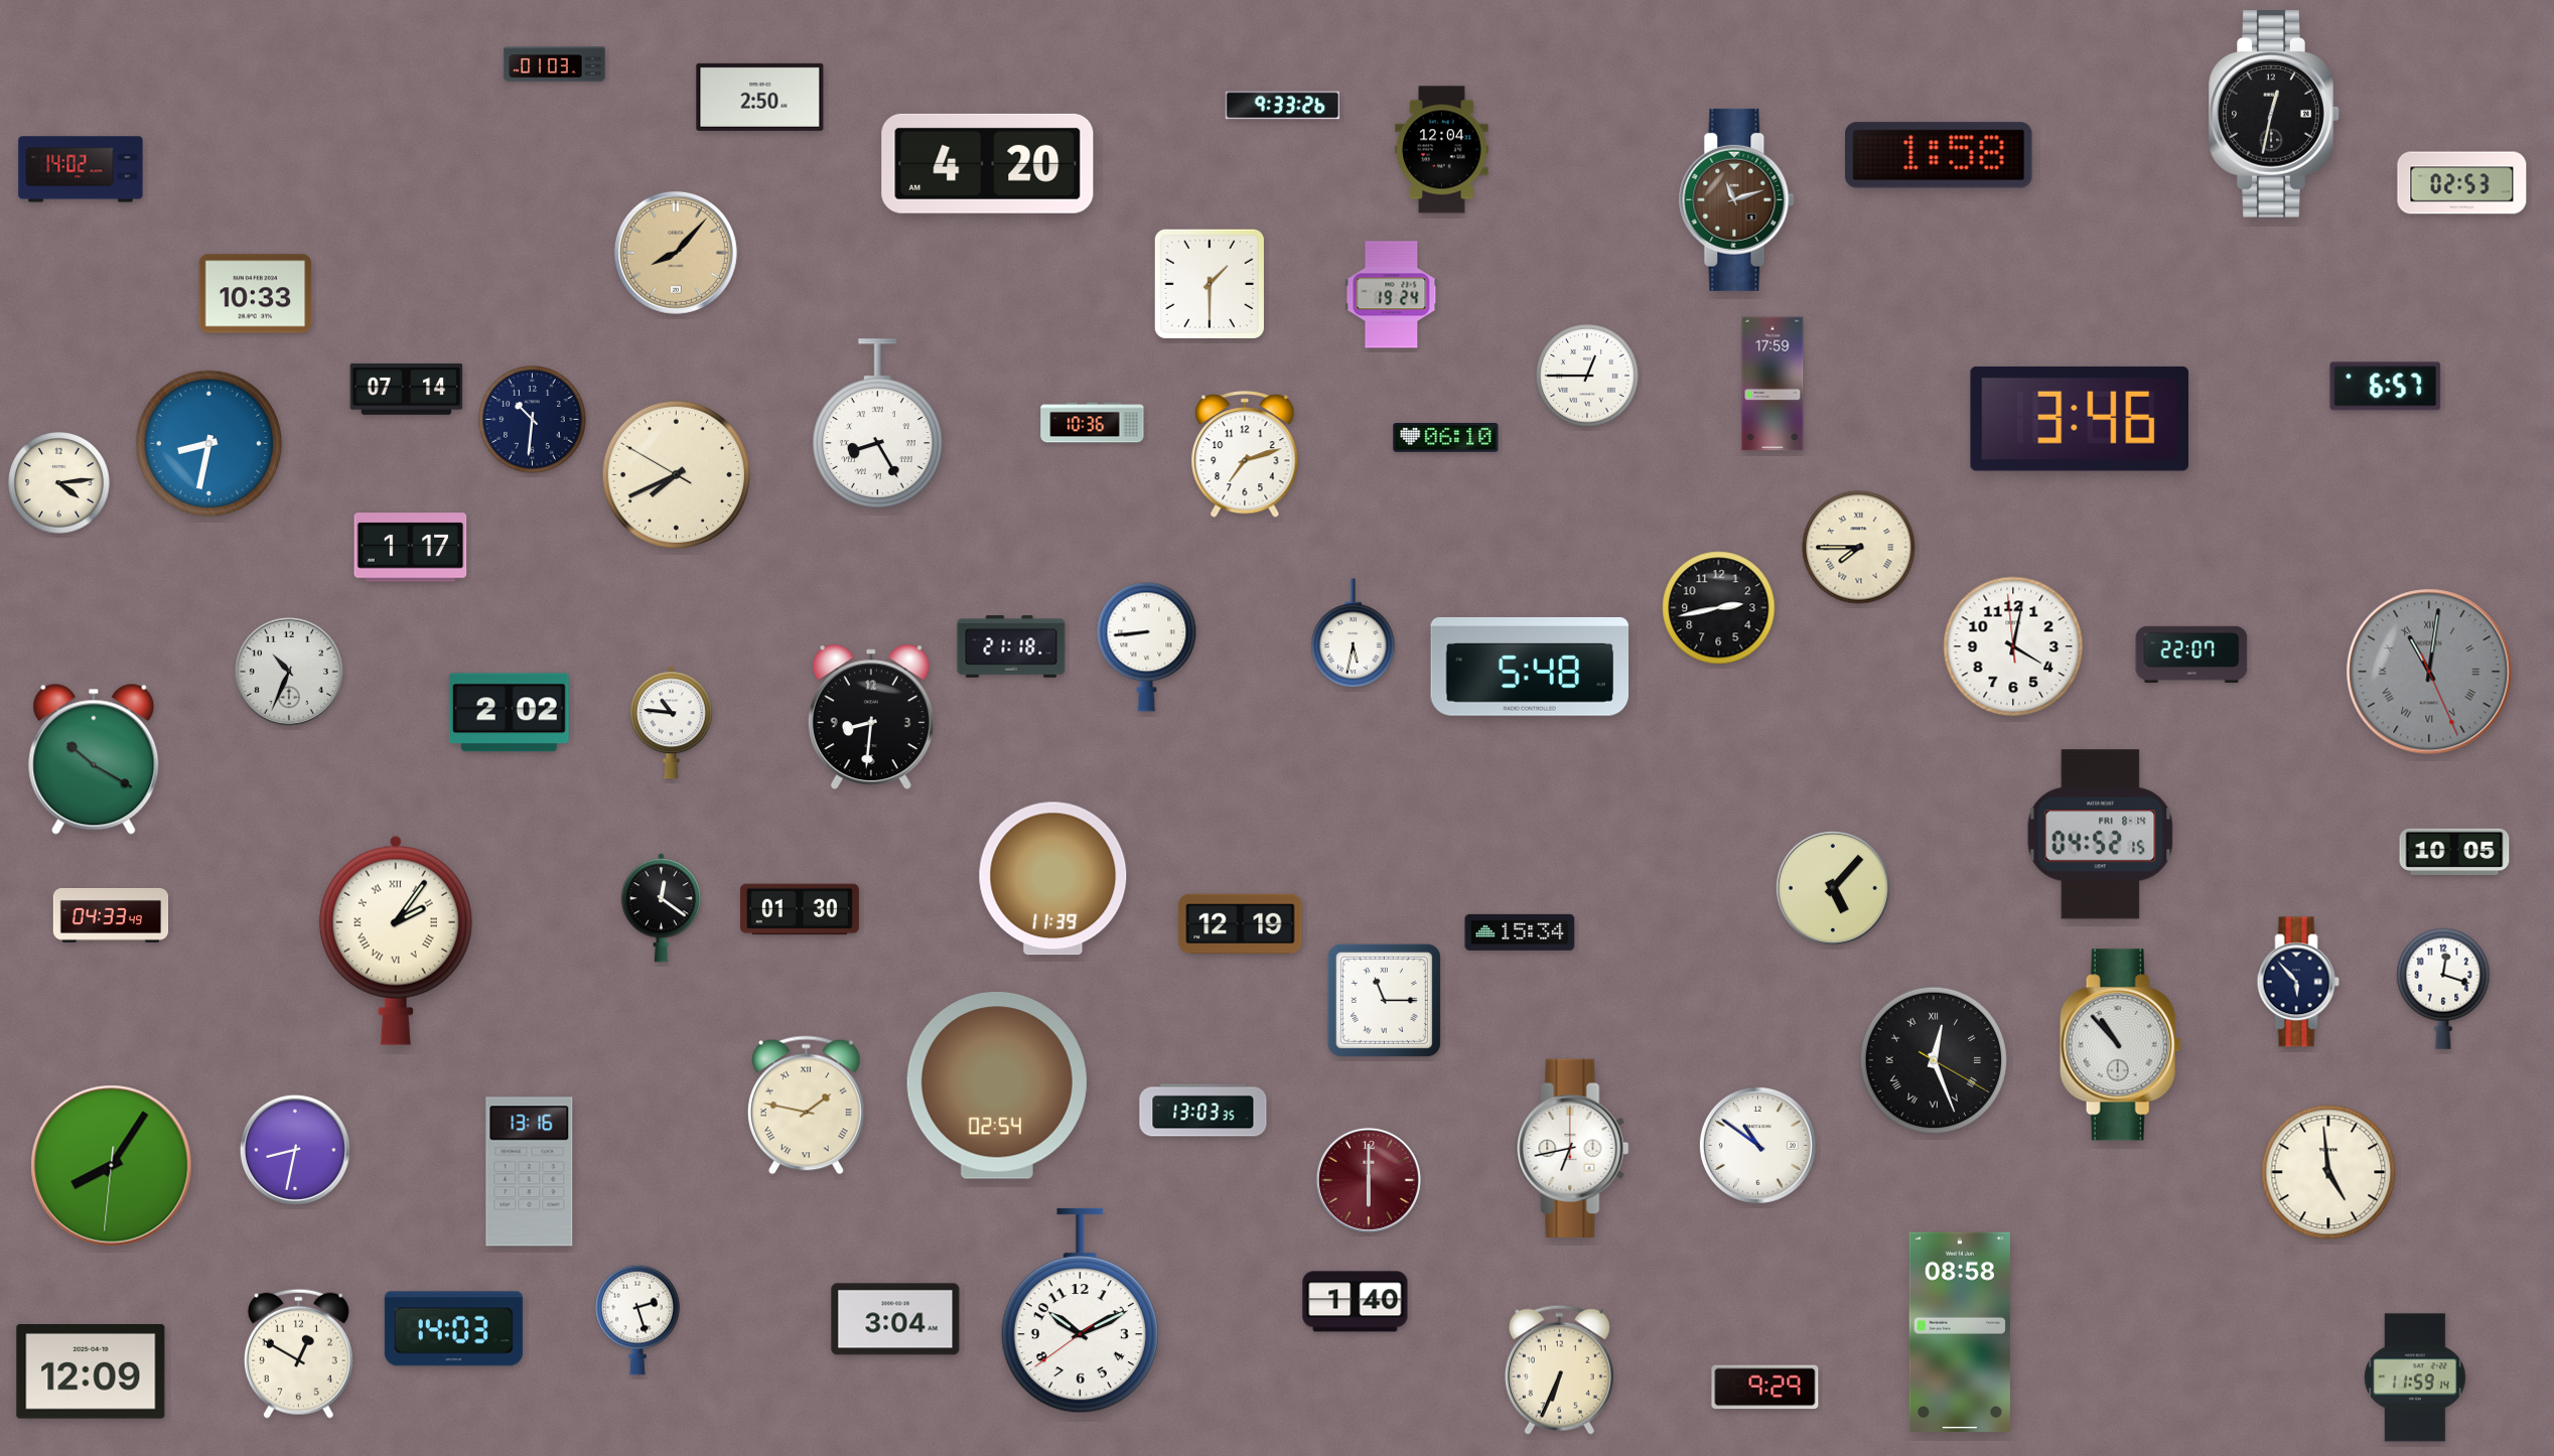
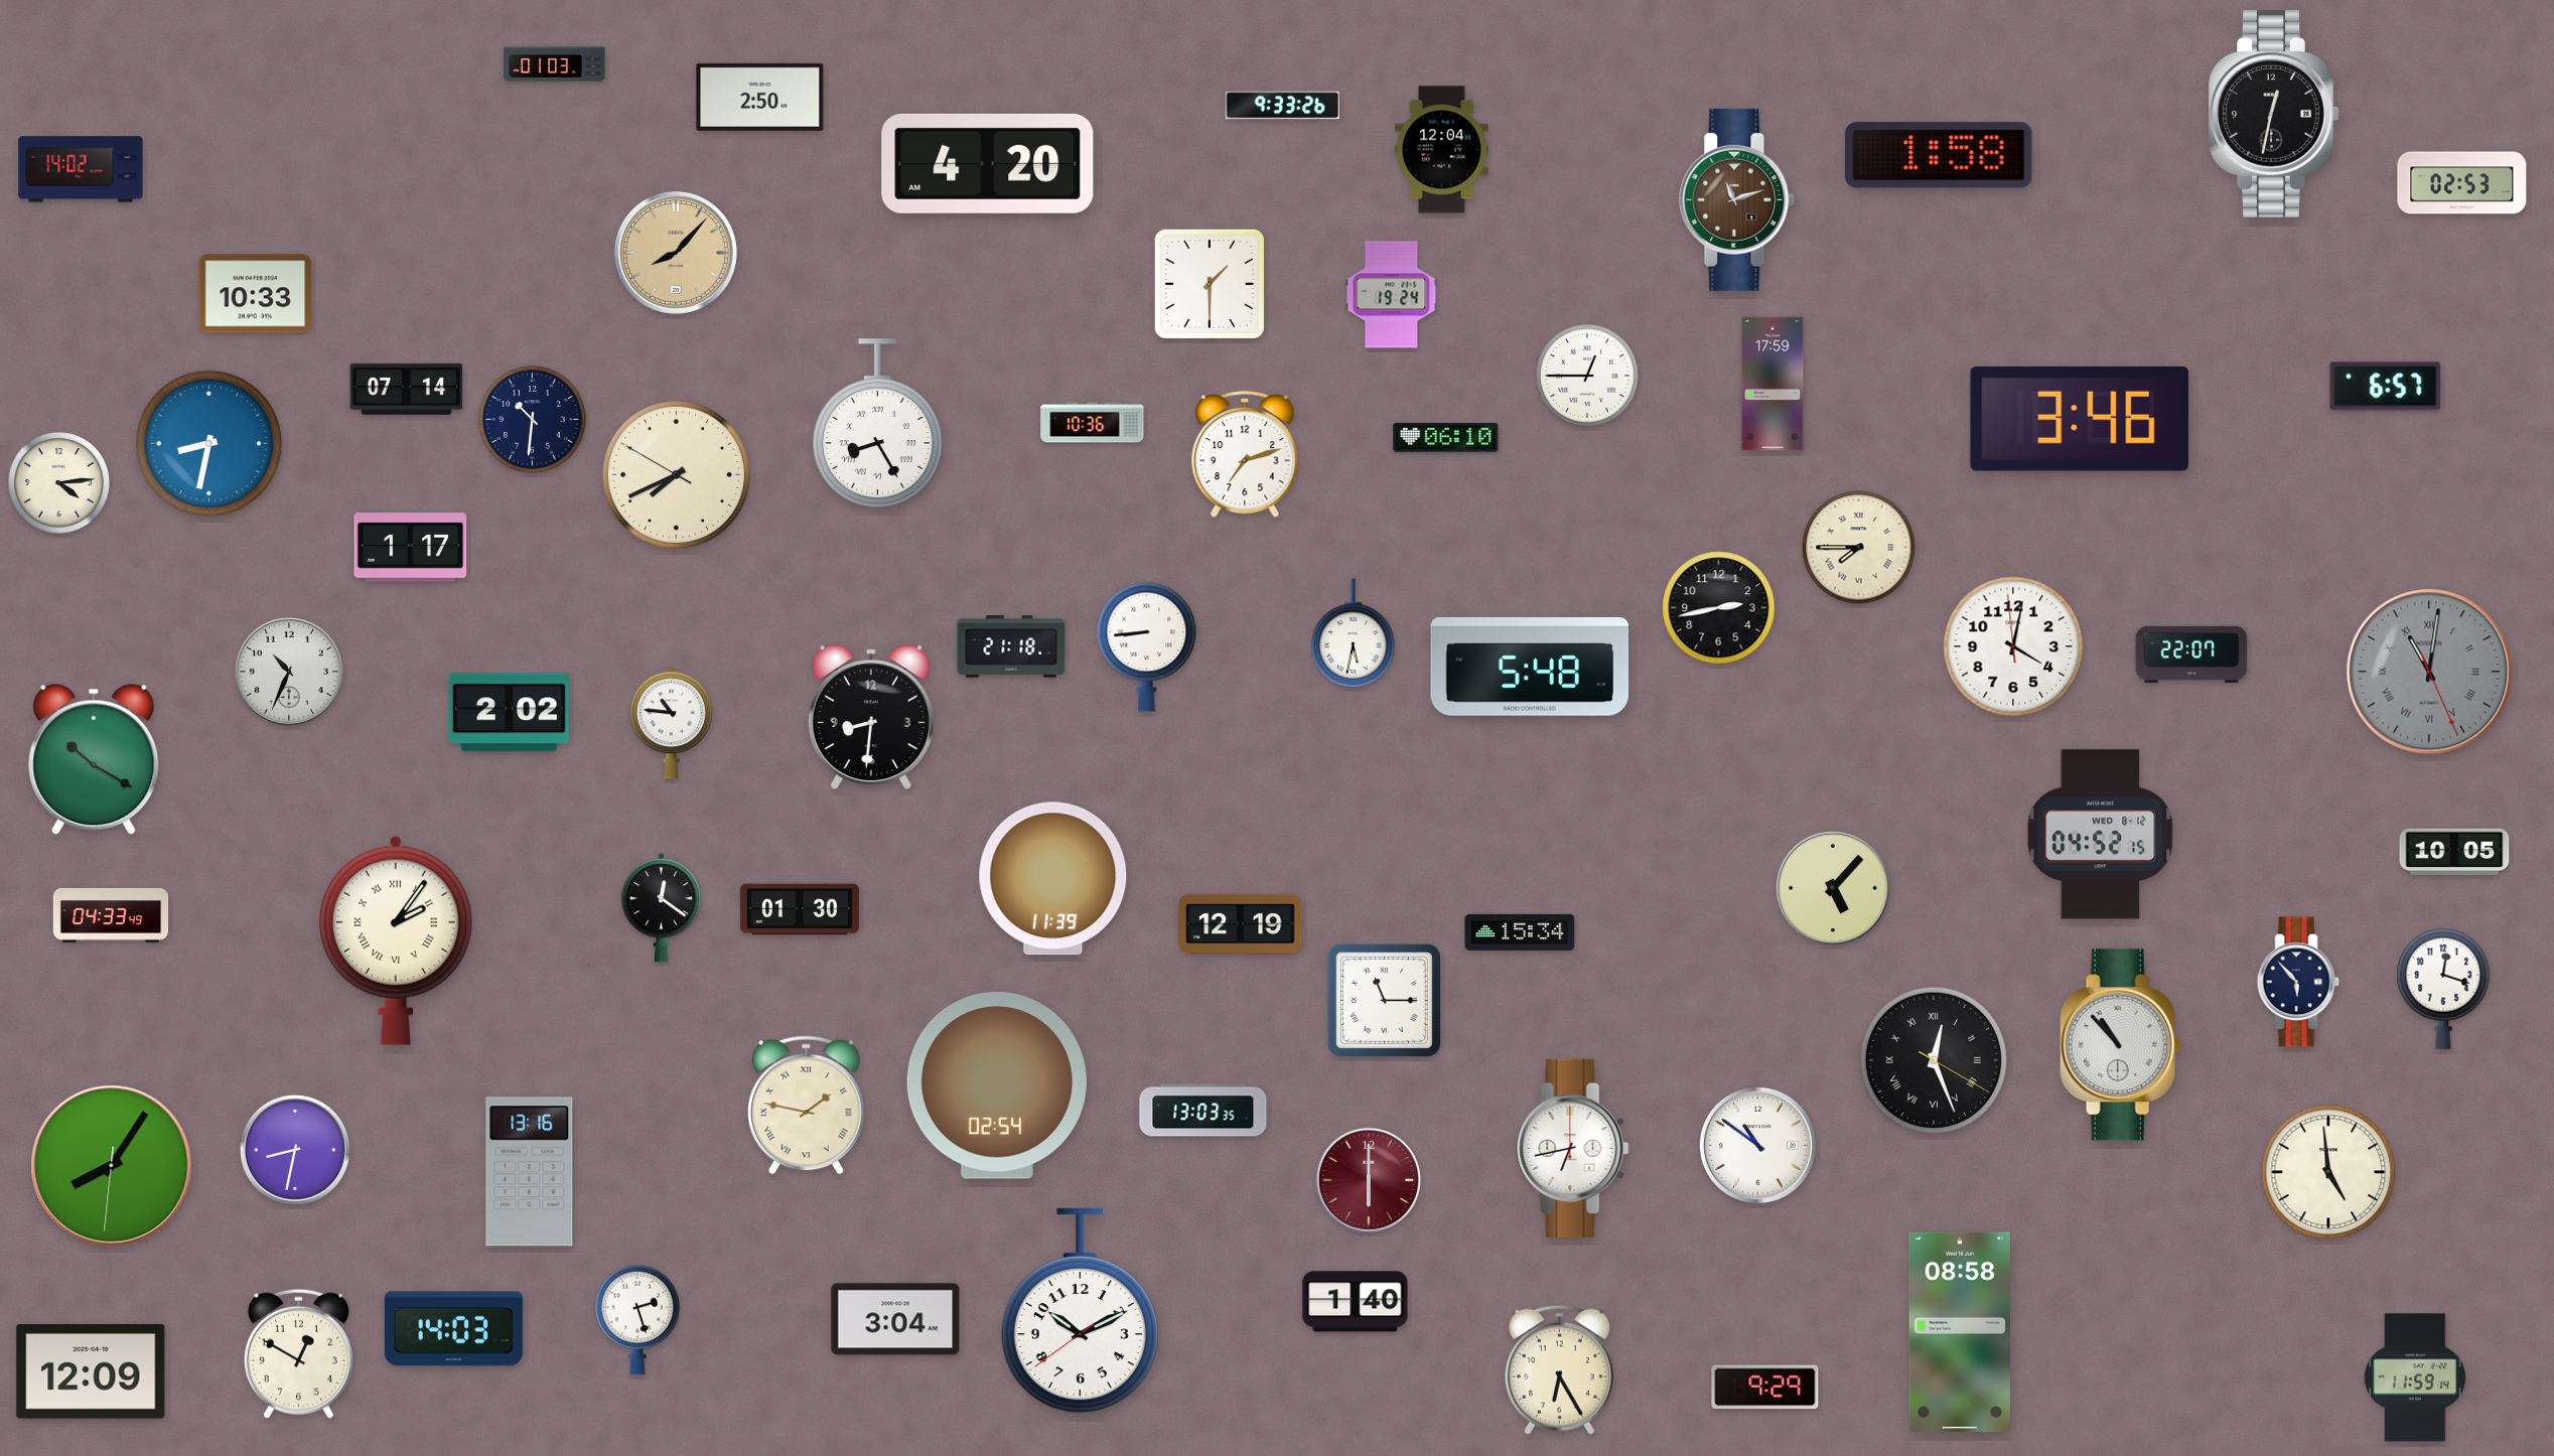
clock at (2101, 835) date: FRI 8-14 -> WED 8-12
clock at (1559, 1369): 6:34 -> 6:25
